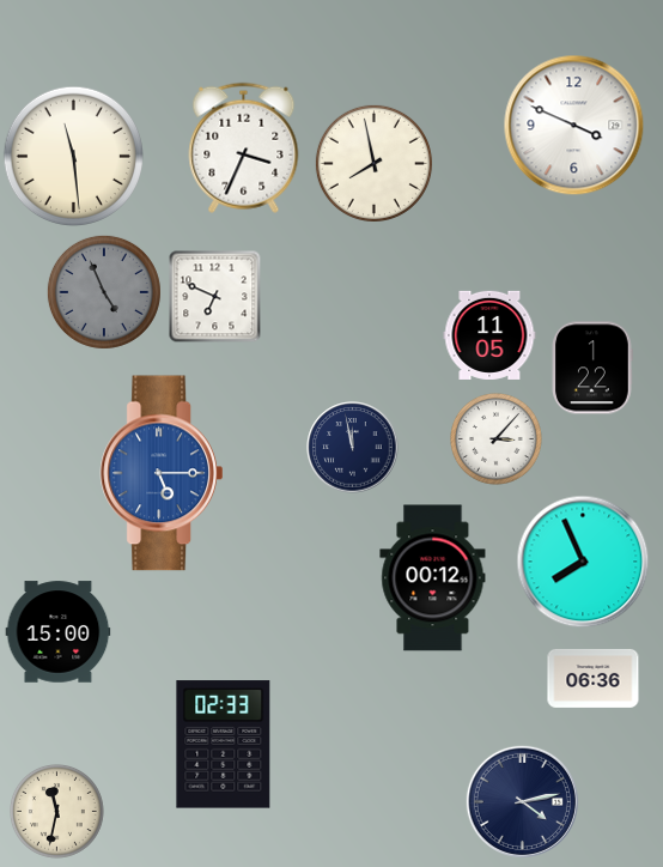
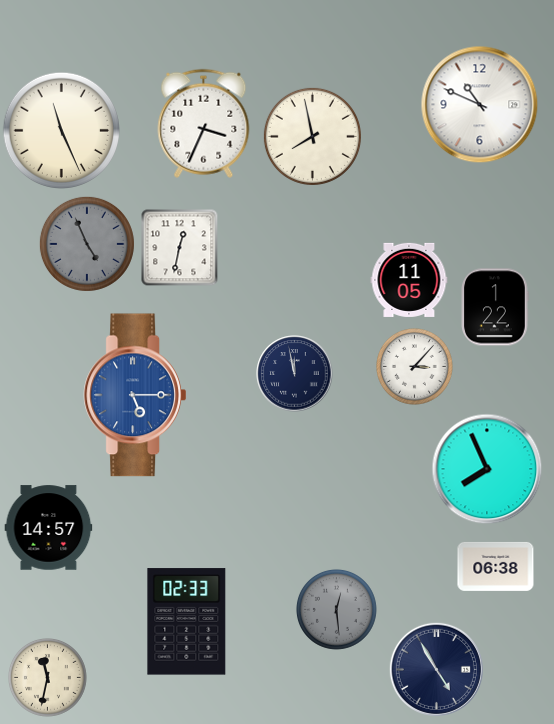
clock at (574, 126): 3:49 -> 10:49
clock at (73, 156): 11:29 -> 11:26
clock at (214, 296): 6:49 -> 12:32
clock at (433, 578): 00:12 -> none
clock at (59, 632): 15:00 -> 14:57
clock at (594, 678): 06:36 -> 06:38
clock at (336, 609): none -> 12:29
clock at (522, 801): 4:13 -> 4:55
